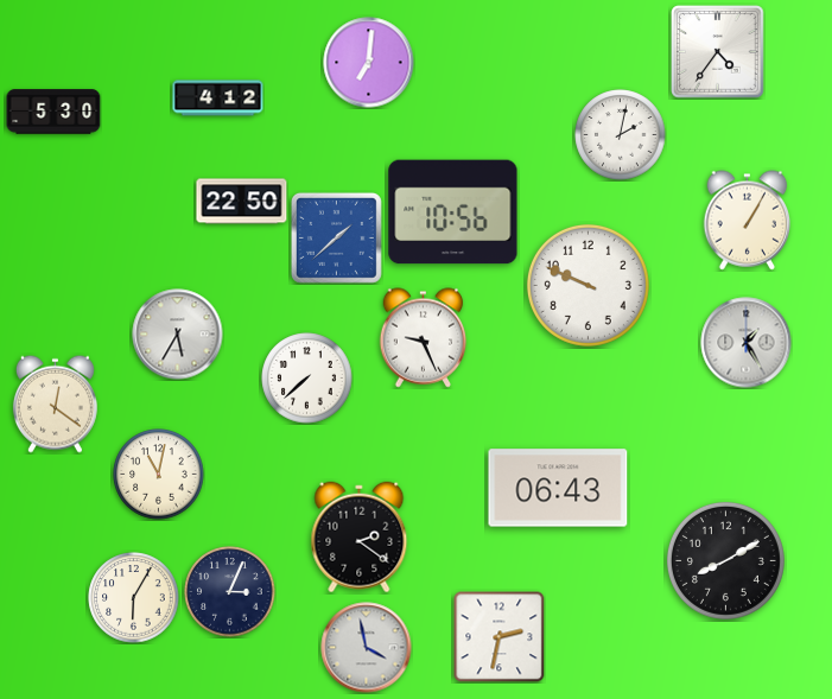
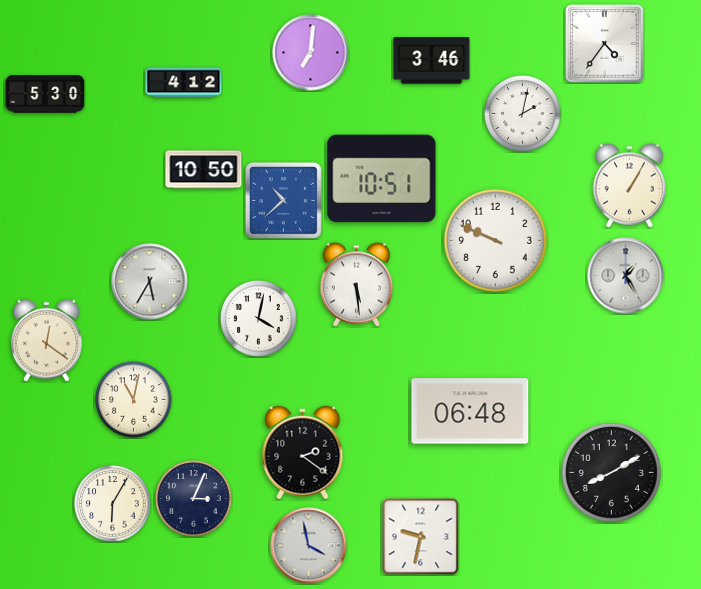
clock at (432, 61): none -> 3:46
clock at (242, 202): 22:50 -> 10:50
clock at (453, 212): 10:56 -> 10:51
clock at (336, 237): 1:38 -> 10:38
clock at (424, 338): 9:26 -> 5:29
clock at (747, 343) position: (747, 343) -> (626, 276)
clock at (307, 379): 7:38 -> 4:02
clock at (558, 488): 06:43 -> 06:48
clock at (498, 637): 2:32 -> 9:32
